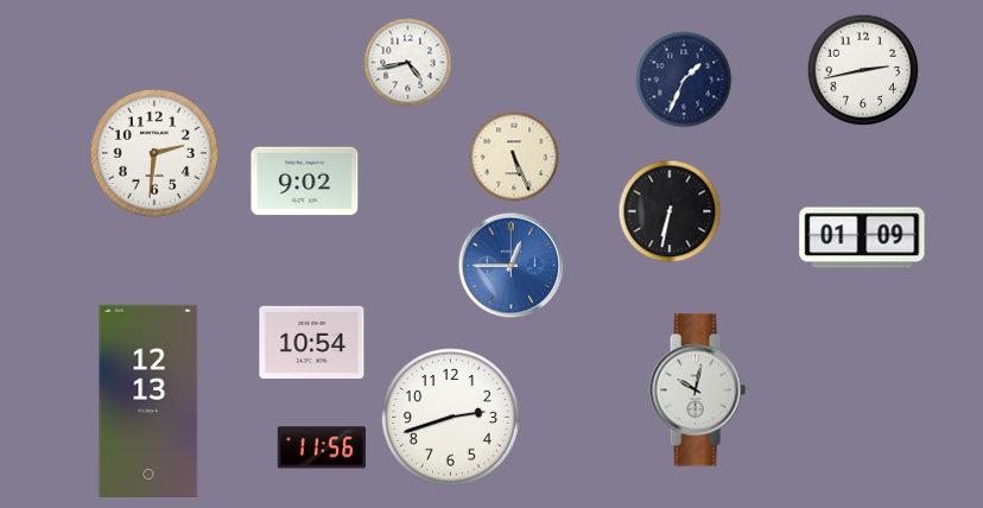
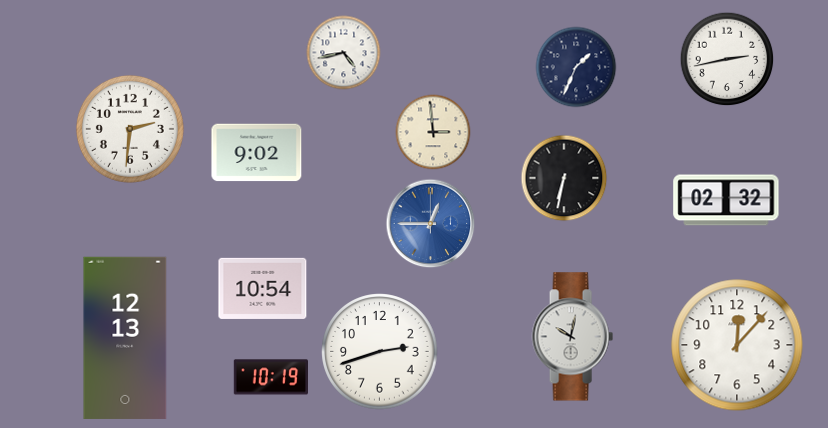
clock at (514, 157): 5:26 -> 2:59
clock at (862, 237): 01:09 -> 02:32
clock at (697, 390) position: (697, 390) -> (572, 337)
clock at (737, 345): none -> 12:07
clock at (322, 447): 11:56 -> 10:19
